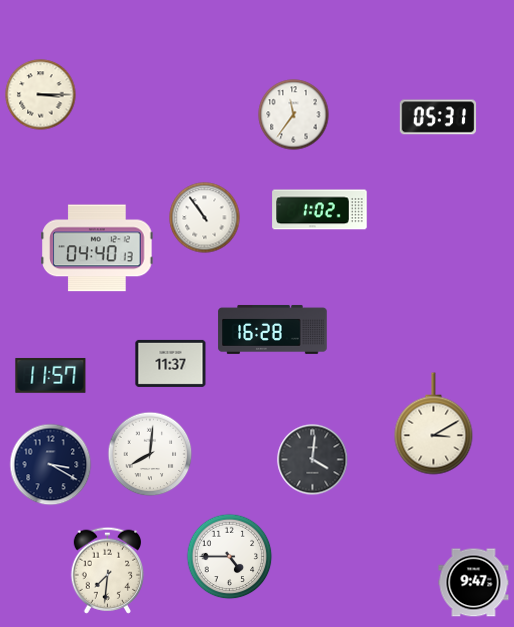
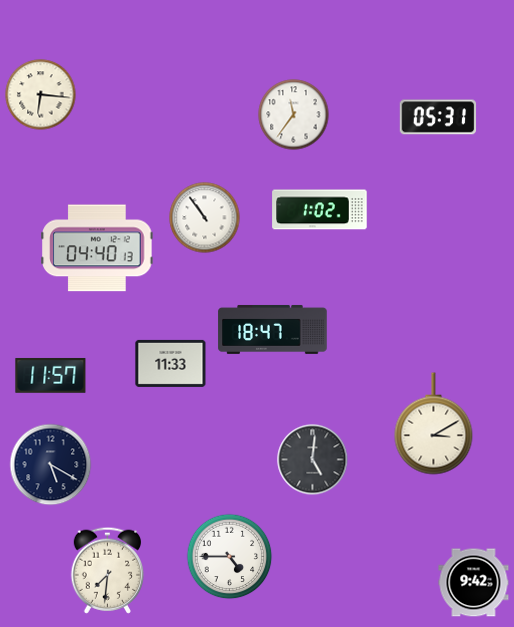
clock at (41, 95): 3:15 -> 6:16
clock at (273, 329): 16:28 -> 18:47
clock at (171, 363): 11:37 -> 11:33
clock at (150, 454): 8:01 -> none
clock at (313, 460): 4:01 -> 5:01
clock at (51, 465): 3:20 -> 5:20
clock at (474, 583): 9:47 -> 9:42
